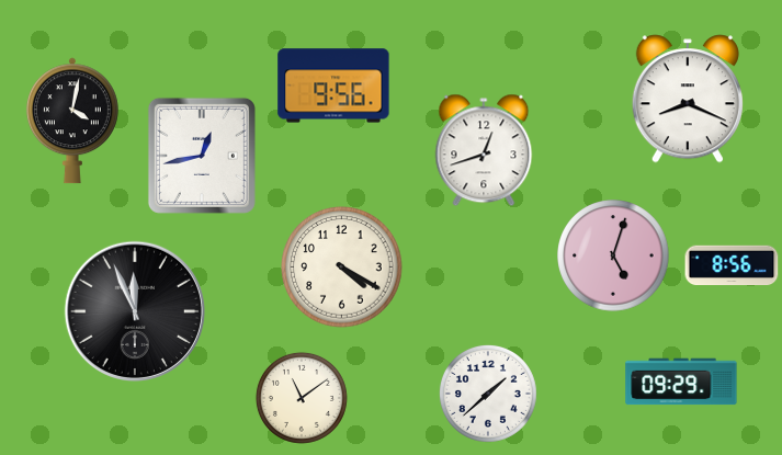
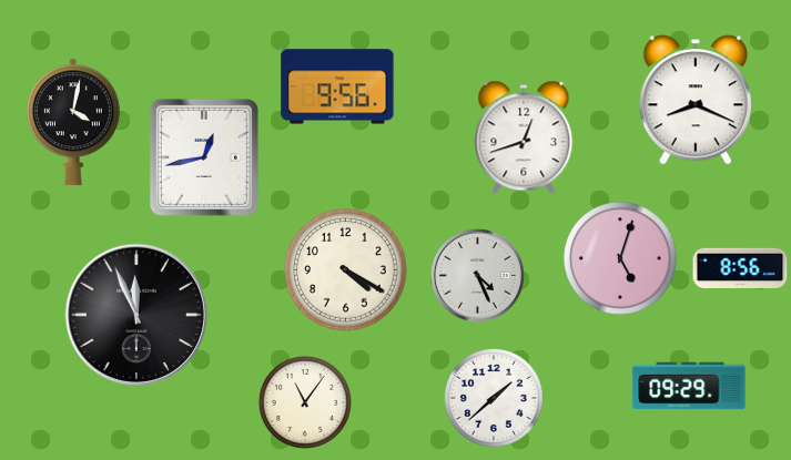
clock at (484, 150) position: (484, 150) -> (524, 137)
clock at (478, 276): none -> 4:26
clock at (302, 398): 11:09 -> 11:06
